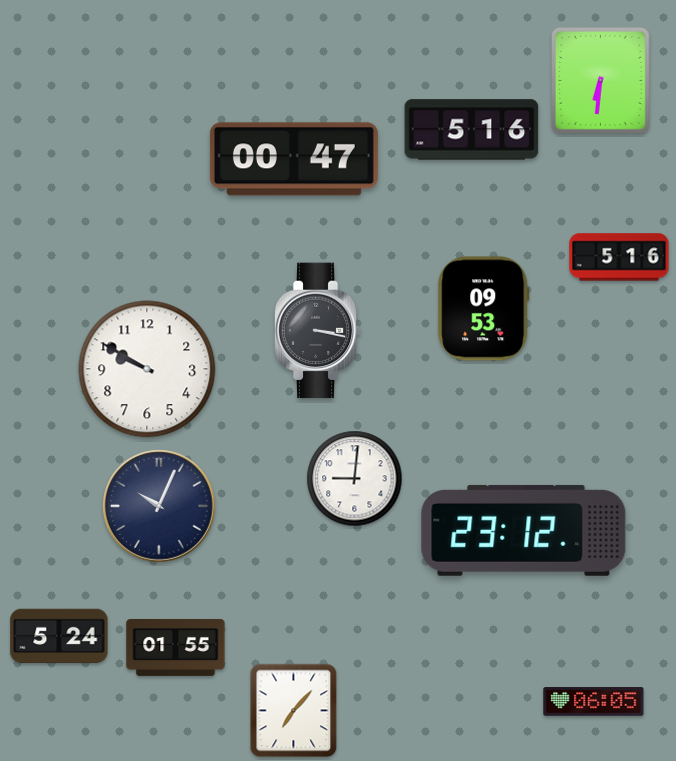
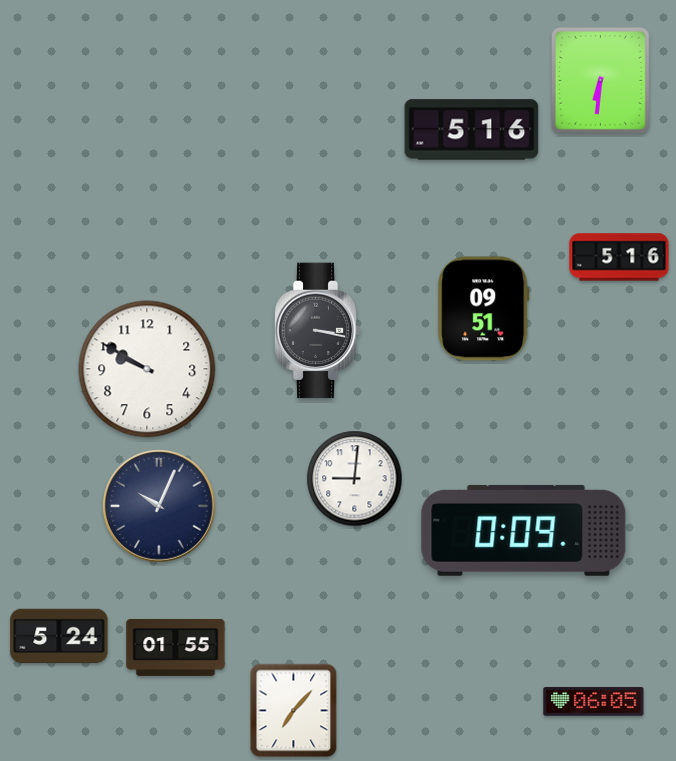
clock at (294, 159): 00:47 -> none
clock at (484, 309): 09:53 -> 09:51
clock at (524, 530): 23:12 -> 0:09
